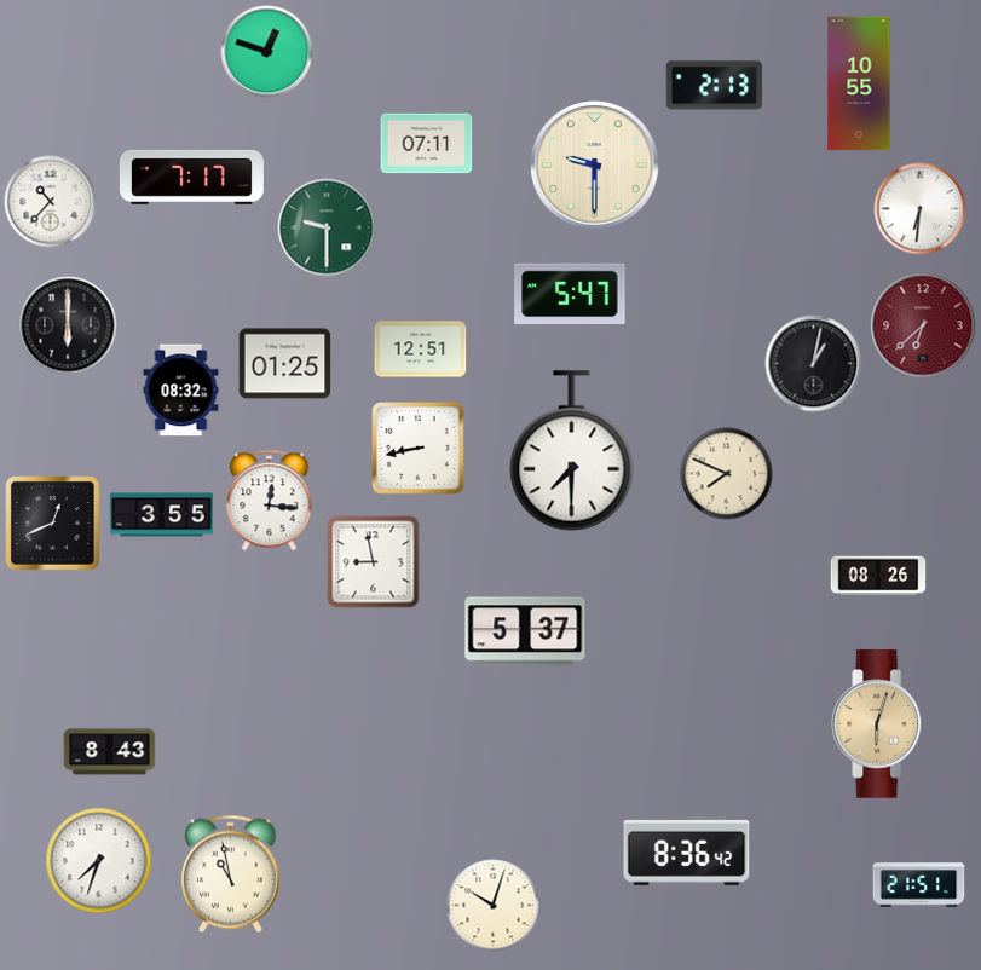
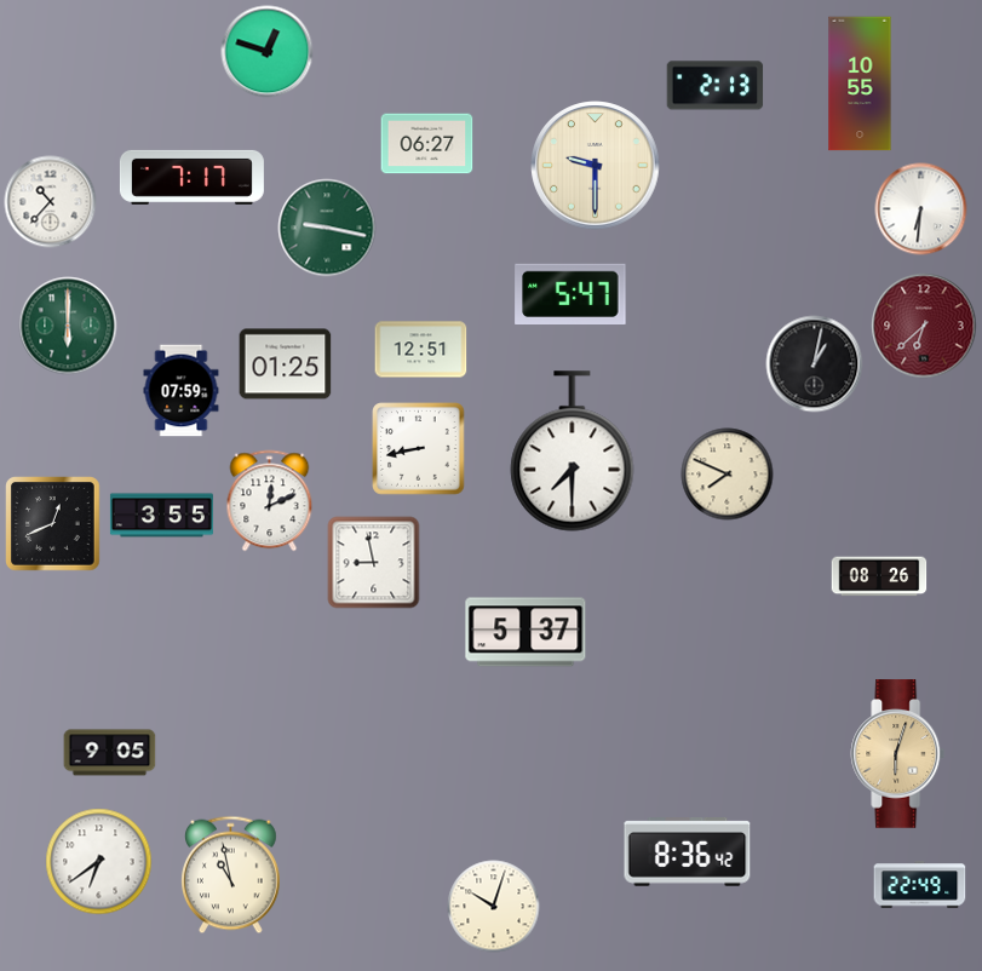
clock at (427, 144): 07:11 -> 06:27
clock at (327, 227): 9:30 -> 9:17
clock at (68, 325) dial: black -> green
clock at (181, 391): 08:32 -> 07:59
clock at (270, 501): 12:16 -> 12:11
clock at (879, 724) position: (879, 724) -> (898, 754)
clock at (110, 752): 8:43 -> 9:05
clock at (99, 861): 7:33 -> 6:39
clock at (919, 884): 21:51 -> 22:49
